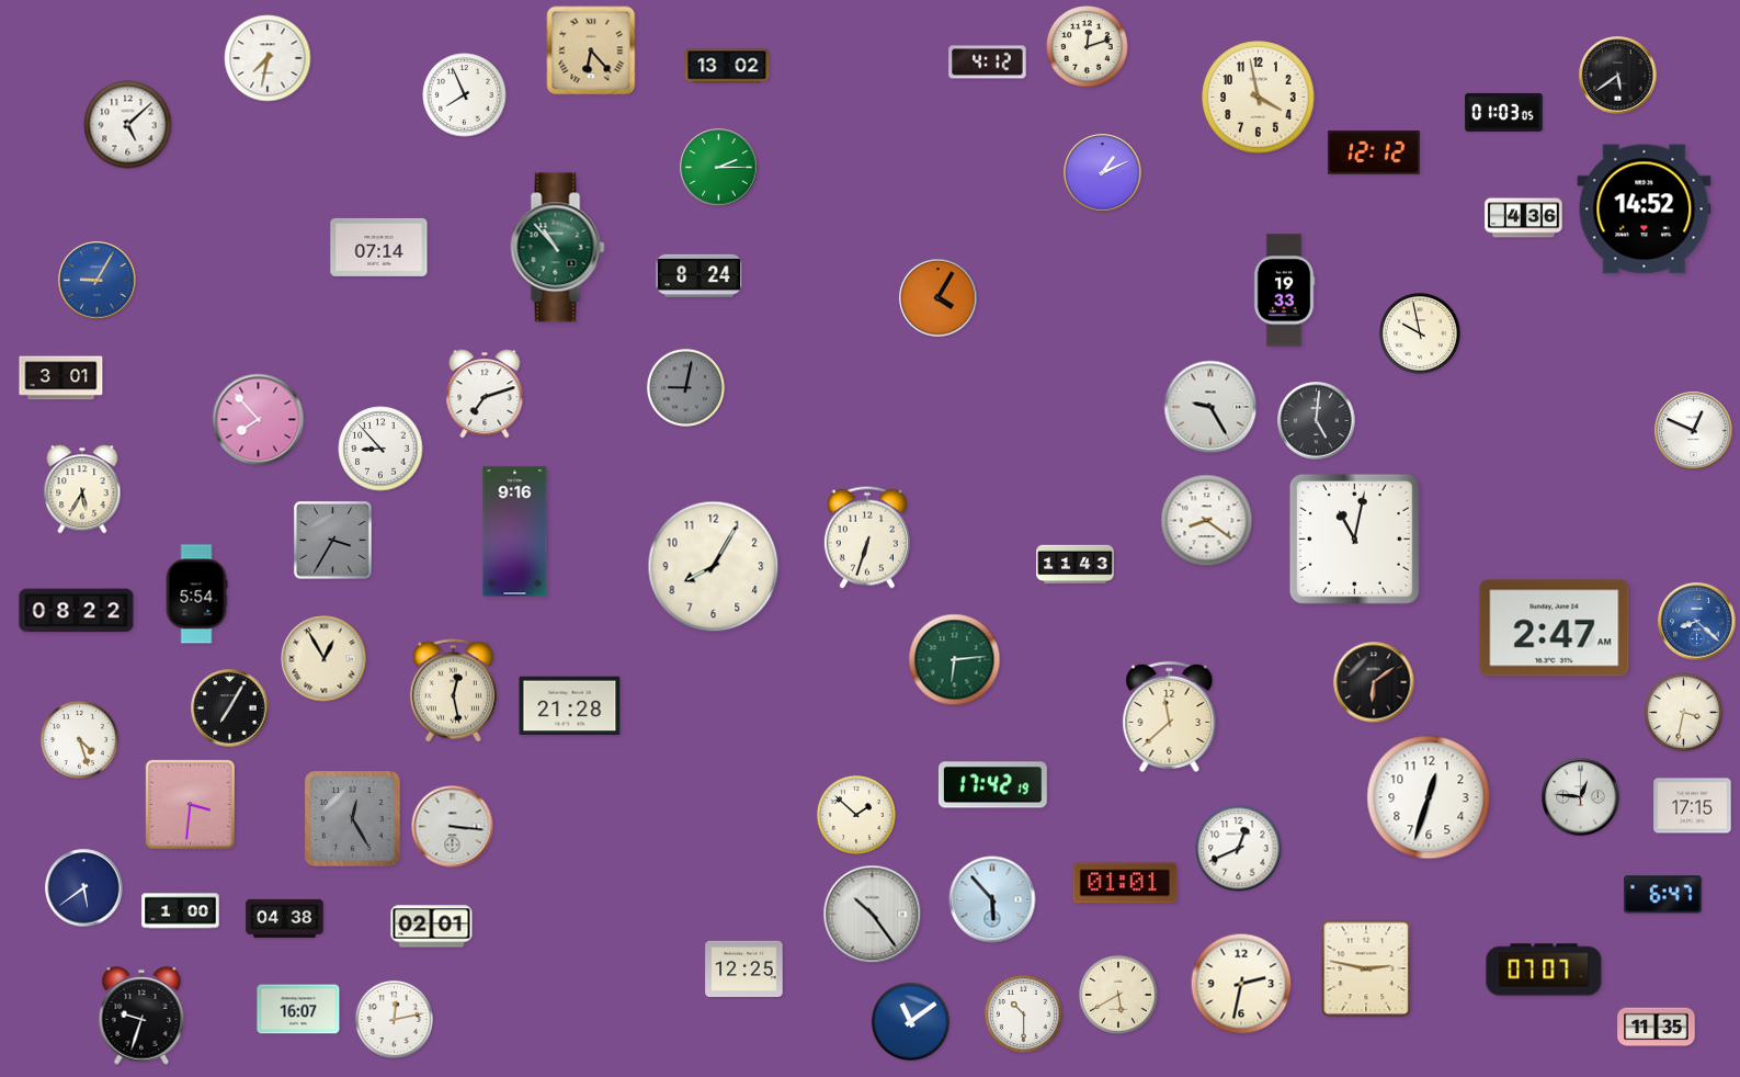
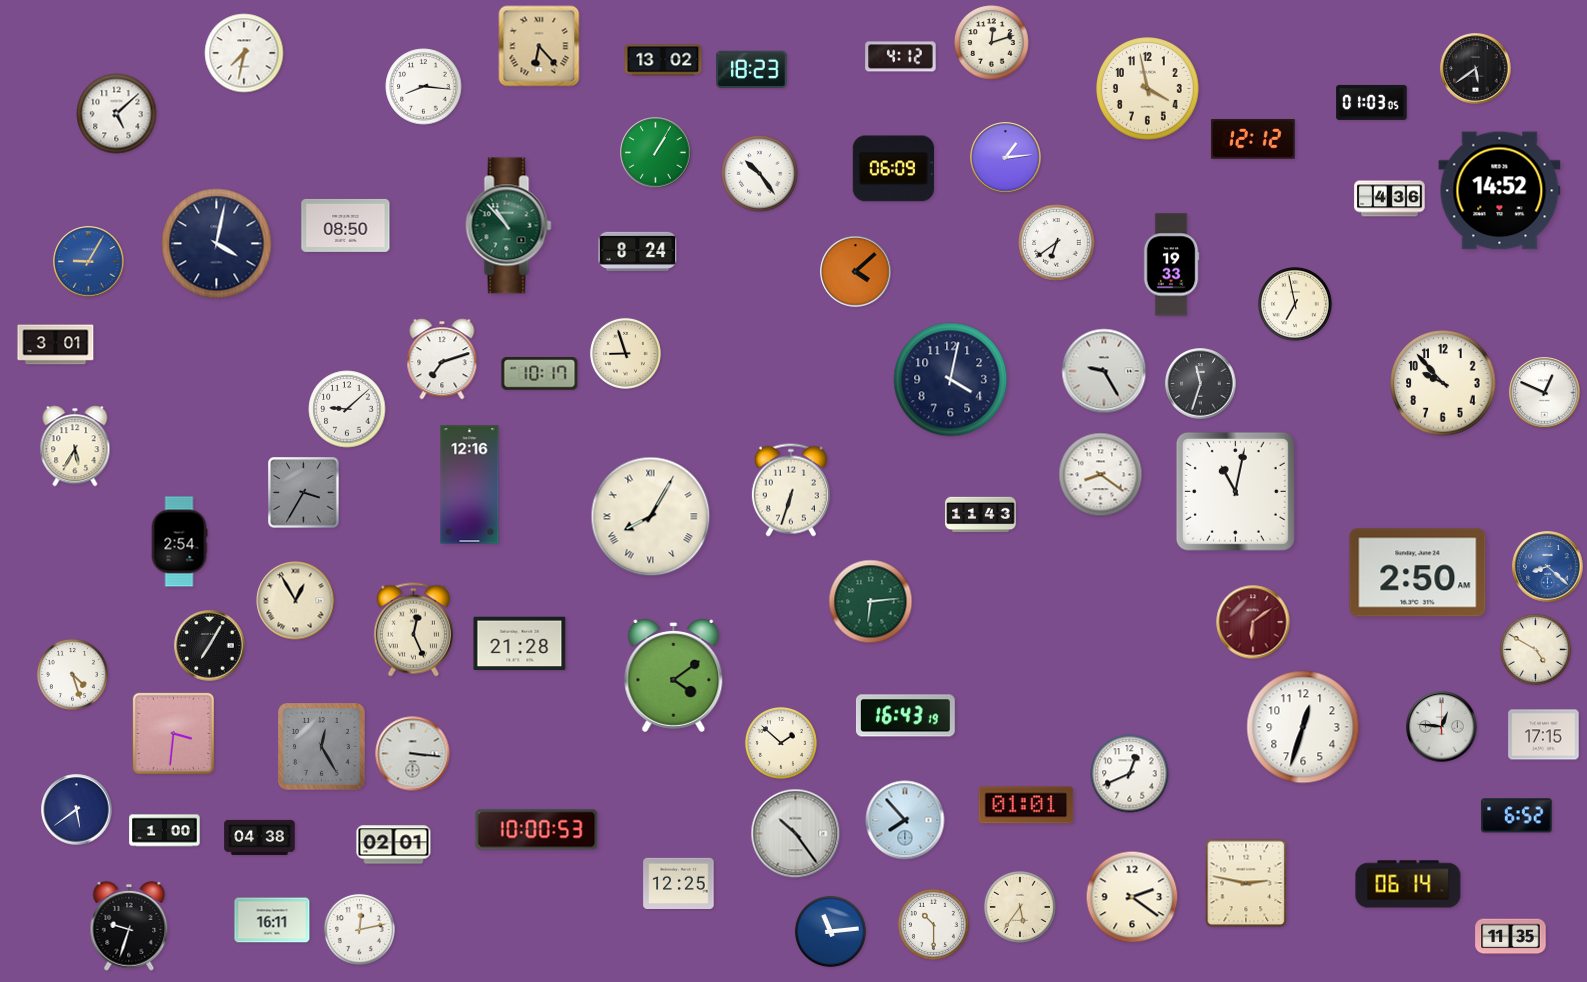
clock at (752, 70): none -> 18:23
clock at (465, 95): 7:56 -> 8:16
clock at (719, 168): 2:15 -> 1:05
clock at (1103, 173): 1:11 -> 1:14
clock at (893, 169): none -> 06:09
clock at (760, 174): none -> 10:24
clock at (379, 247): 07:14 -> 08:50
clock at (1057, 243): none -> 6:39
clock at (217, 244): none -> 4:02
clock at (98, 281) position: (98, 281) -> (89, 262)
clock at (939, 298): 4:05 -> 4:08
clock at (1420, 333): 9:58 -> 6:58
clock at (685, 387): 9:02 -> 8:57
clock at (685, 387) dial: grey -> cream
clock at (540, 374): none -> 10:17
clock at (951, 380): none -> 4:02
clock at (259, 420): 7:53 -> none
clock at (1443, 383): none -> 9:53
clock at (1317, 421): 5:01 -> 11:33
clock at (380, 449): 8:53 -> 9:08
clock at (515, 532): 9:16 -> 12:16
clock at (714, 567) numerals: Arabic -> Roman
clock at (196, 594): 5:54 -> 2:54
clock at (77, 611): 08:22 -> none
clock at (1555, 628): 2:47 -> 2:50
clock at (1374, 682) dial: black -> burgundy
clock at (453, 691): 12:28 -> 12:26
clock at (1683, 712): 3:32 -> 4:50
clock at (1170, 716): 11:38 -> none
clock at (674, 675): none -> 4:09
clock at (992, 785): 17:42 -> 16:43
clock at (1663, 895): 6:47 -> 6:52
clock at (992, 899): 5:53 -> 7:53
clock at (537, 830): none -> 10:00
clock at (1544, 970): 07:07 -> 06:14
clock at (1241, 984): 2:32 -> 2:21
clock at (1118, 995): 5:40 -> 5:36
clock at (298, 1009): 16:07 -> 16:11
clock at (910, 1021): 11:09 -> 11:14
